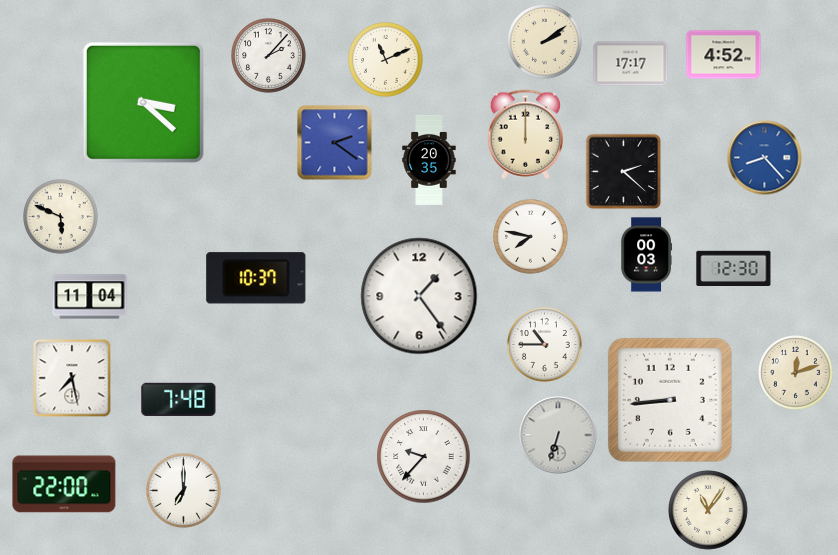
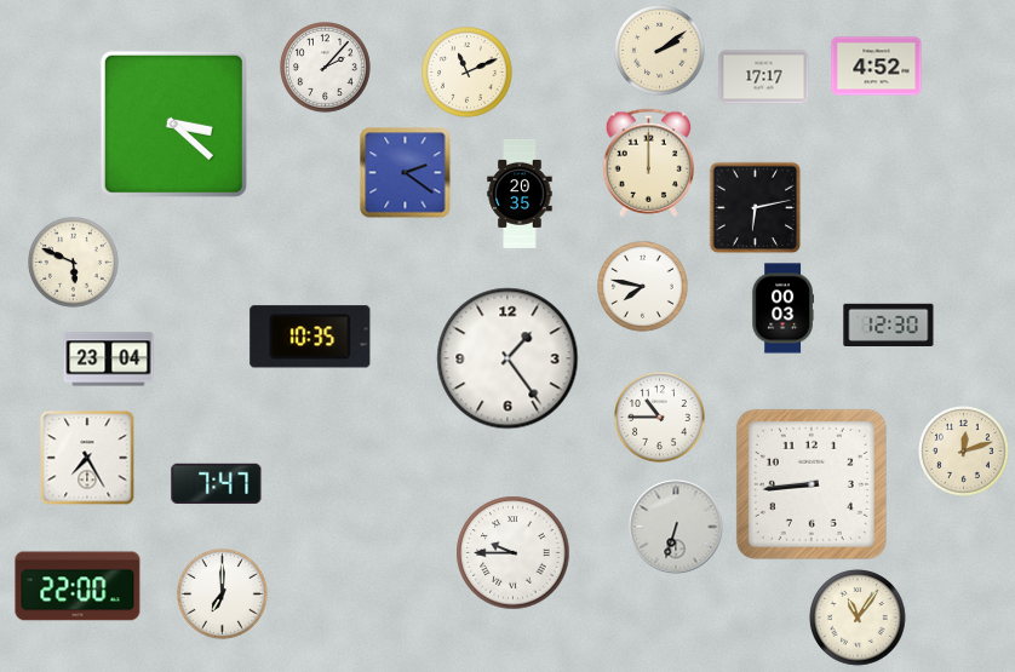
clock at (526, 135) position: (526, 135) -> (649, 163)
clock at (765, 158): 8:23 -> none
clock at (624, 172): 2:22 -> 6:13
clock at (256, 278): 10:37 -> 10:35
clock at (90, 297): 11:04 -> 23:04
clock at (72, 378): 7:28 -> 7:25
clock at (179, 399): 7:48 -> 7:47
clock at (424, 457): 9:37 -> 9:45
